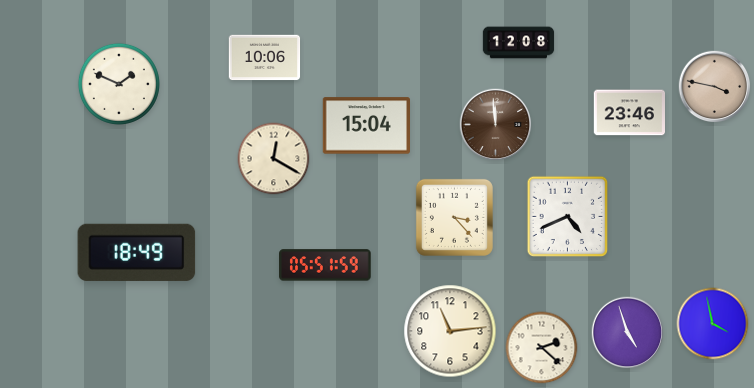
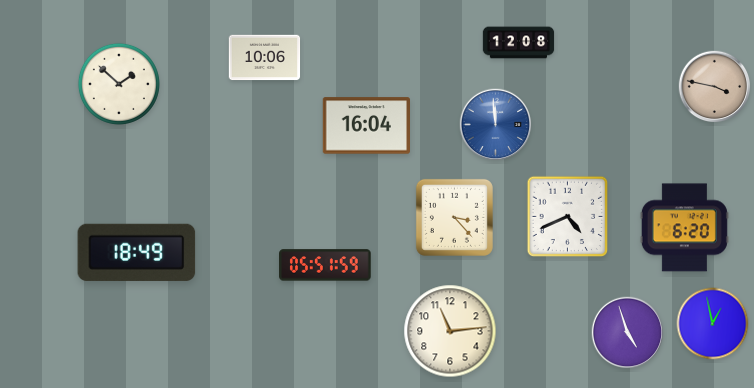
clock at (119, 84): 1:49 -> 1:52
clock at (630, 113): 23:46 -> none
clock at (496, 125) dial: brown -> blue
clock at (366, 126): 15:04 -> 16:04
clock at (274, 159): 12:20 -> none
clock at (684, 228): none -> 6:20
clock at (713, 324): 3:58 -> 12:58
clock at (542, 348): 2:22 -> none
